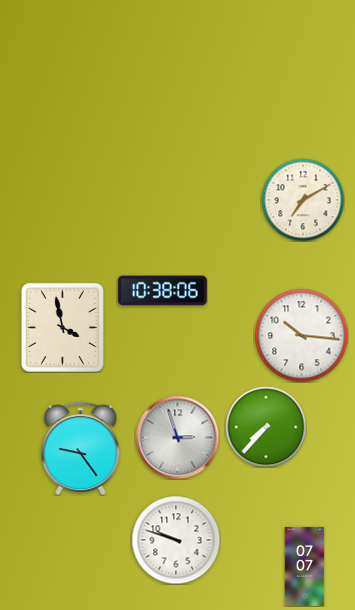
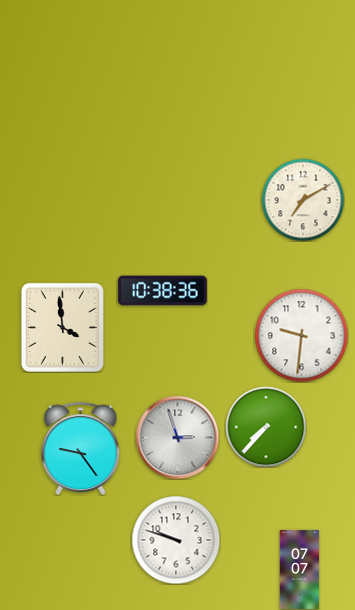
clock at (163, 291): 10:38:06 -> 10:38:36
clock at (62, 327): 3:58 -> 3:59
clock at (301, 335): 10:16 -> 9:31
clock at (305, 566) position: (305, 566) -> (300, 569)
